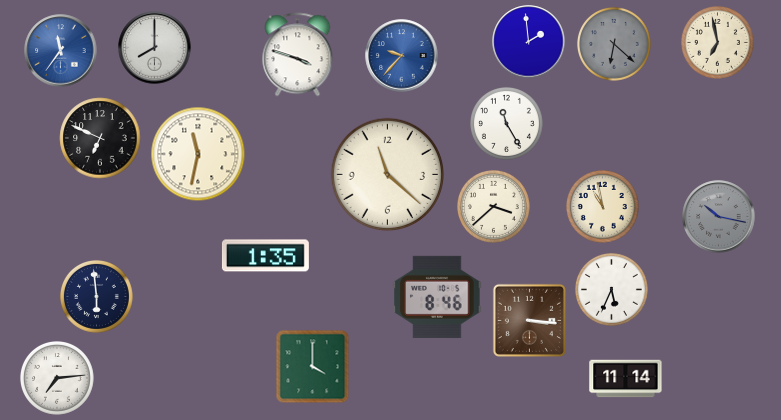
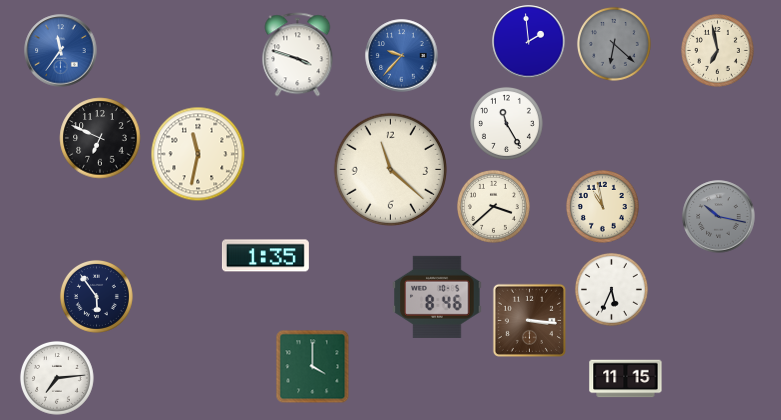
clock at (717, 42) position: (717, 42) -> (717, 50)
clock at (155, 48): 8:00 -> none
clock at (387, 174) position: (387, 174) -> (390, 169)
clock at (96, 296): 5:59 -> 5:54
clock at (626, 379): 11:14 -> 11:15
